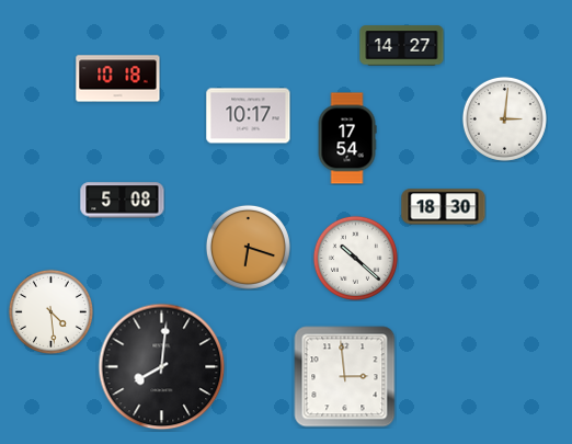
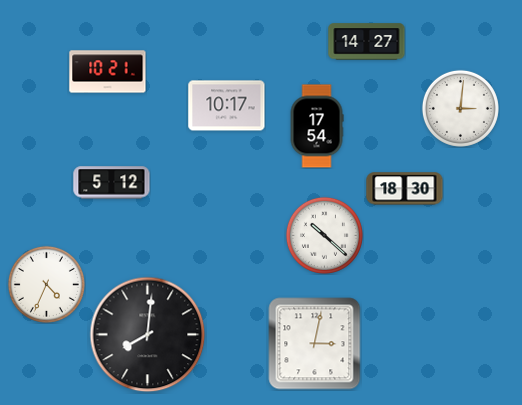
clock at (118, 79): 10:18 -> 10:21
clock at (123, 201): 5:08 -> 5:12
clock at (248, 247): 6:18 -> none
clock at (50, 311): 4:29 -> 4:34
clock at (345, 377): 2:59 -> 3:02
